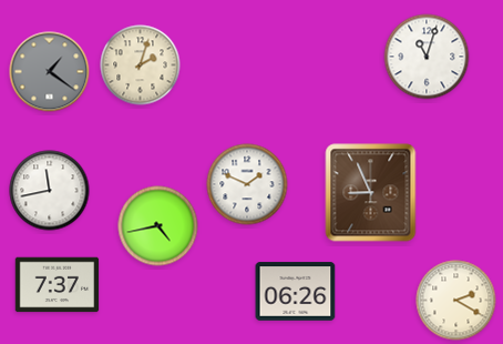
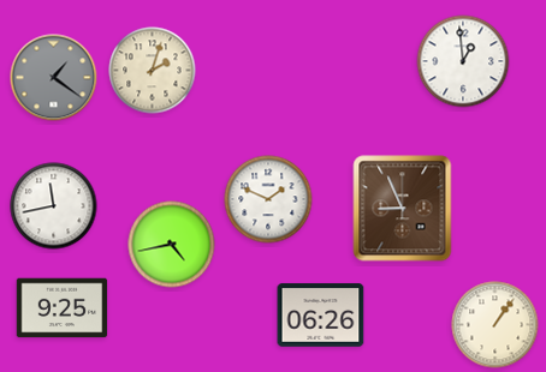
clock at (427, 57): 11:03 -> 12:59
clock at (58, 285): 7:37 -> 9:25
clock at (456, 301): 2:20 -> 1:06
